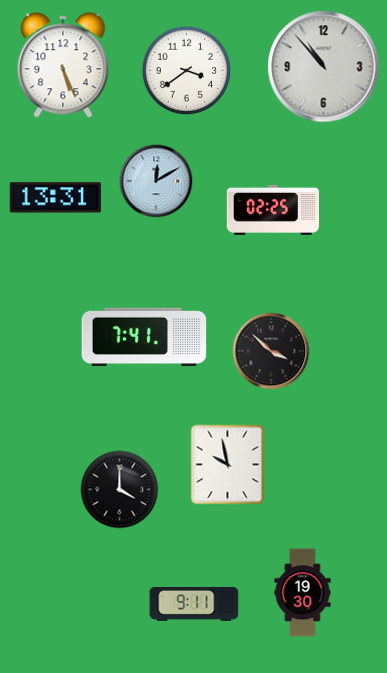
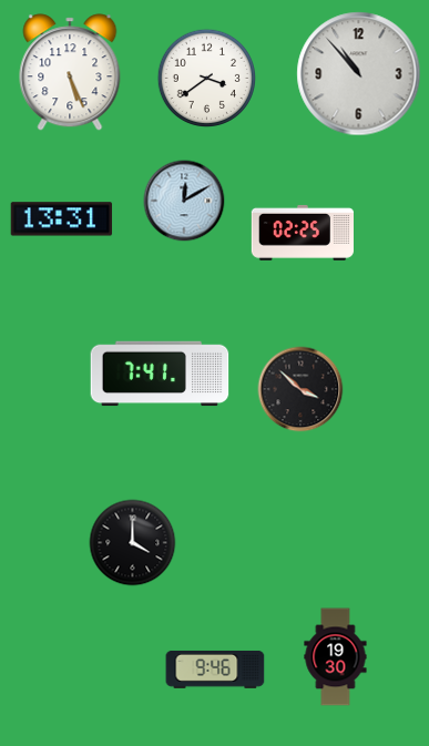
clock at (156, 181) position: (156, 181) -> (184, 201)
clock at (228, 465): 9:58 -> none
clock at (194, 604): 9:11 -> 9:46
